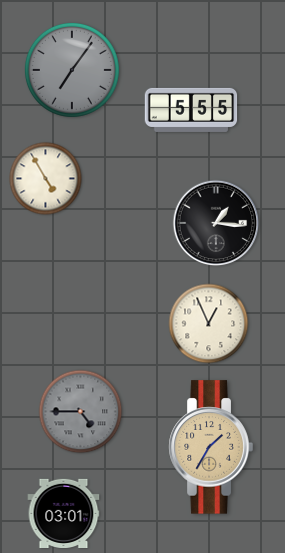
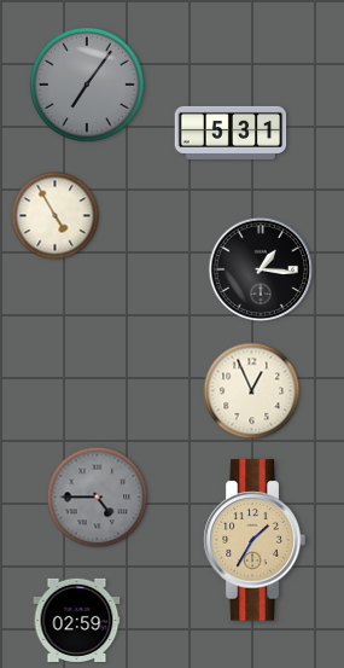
clock at (191, 110): 5:55 -> 5:31
clock at (64, 513): 03:01 -> 02:59
